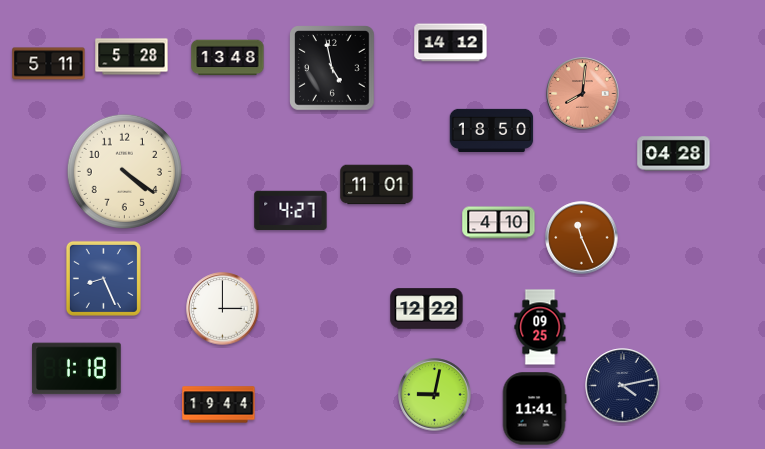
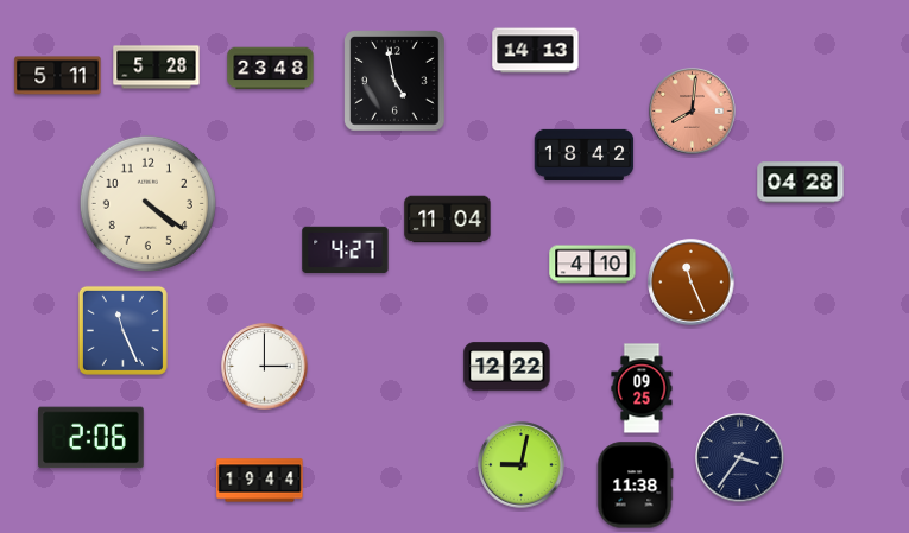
clock at (451, 43): 14:12 -> 14:13
clock at (228, 58): 13:48 -> 23:48
clock at (492, 130): 18:50 -> 18:42
clock at (377, 185): 11:01 -> 11:04
clock at (103, 278): 8:26 -> 11:26
clock at (77, 369): 1:18 -> 2:06
clock at (623, 386): 4:13 -> 3:36
clock at (435, 395) position: (435, 395) -> (522, 465)
clock at (534, 409): 11:41 -> 11:38
